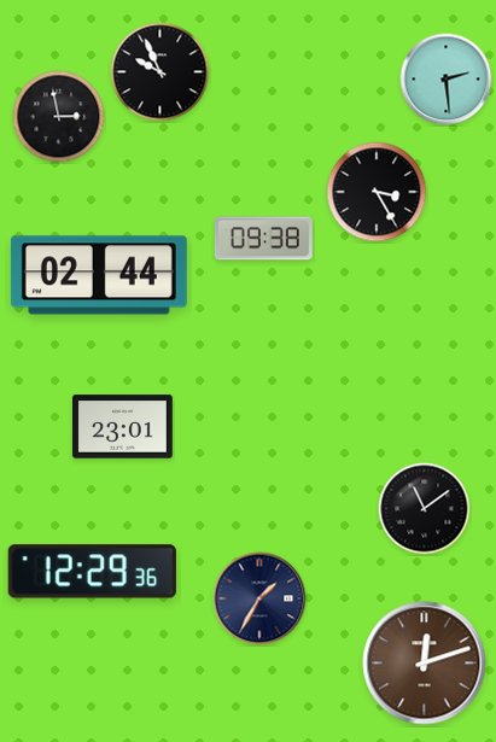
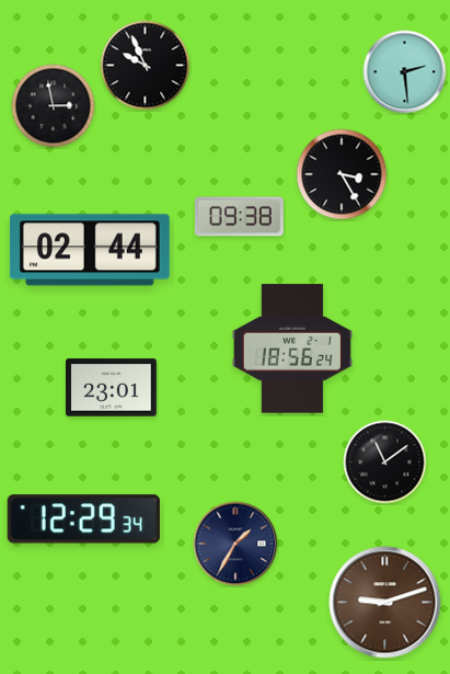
clock at (292, 349): none -> 18:56
clock at (92, 572): 12:29:36 -> 12:29:34
clock at (425, 664): 12:12 -> 9:12
